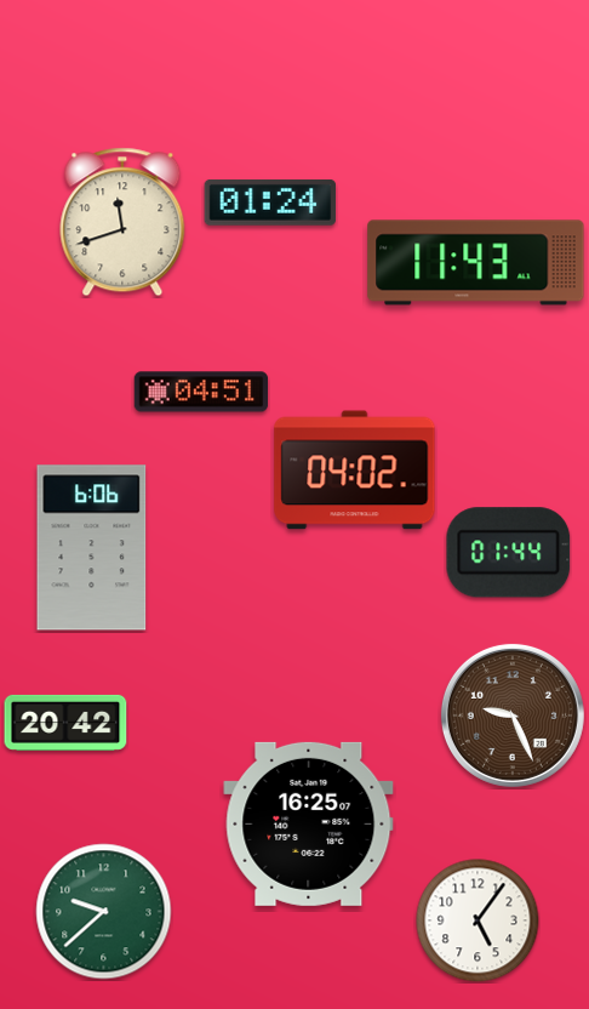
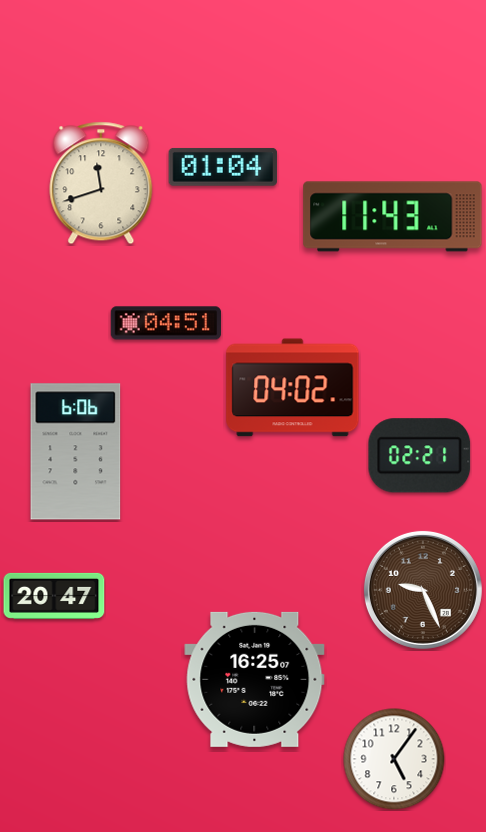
clock at (270, 203): 01:24 -> 01:04
clock at (509, 553): 01:44 -> 02:21
clock at (65, 723): 20:42 -> 20:47
clock at (104, 912): 9:38 -> none
